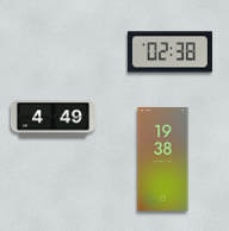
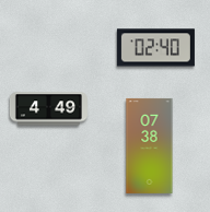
clock at (169, 52): 02:38 -> 02:40
clock at (163, 158): 19:38 -> 07:38
